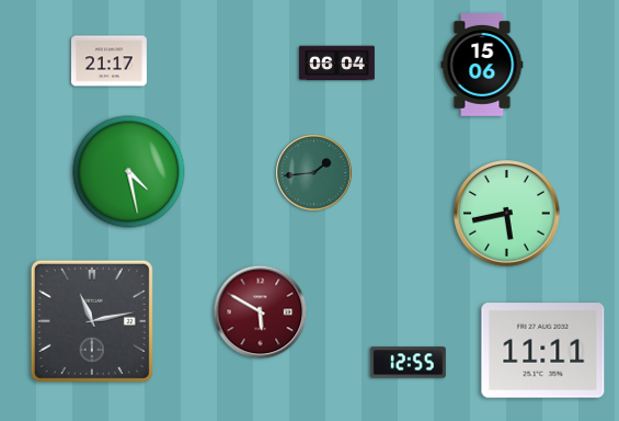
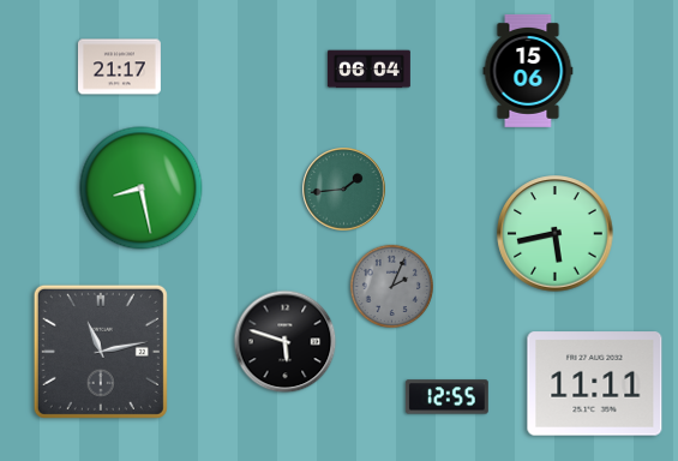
clock at (129, 172): 4:28 -> 8:28
clock at (392, 287): none -> 2:04
clock at (261, 312): 5:50 -> 5:48
clock at (261, 312) dial: burgundy -> black
